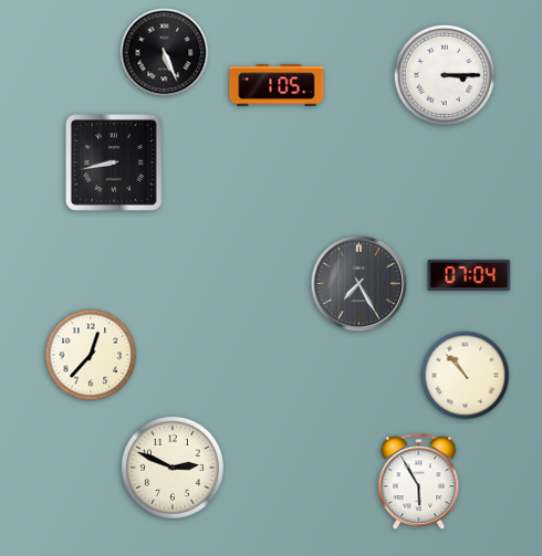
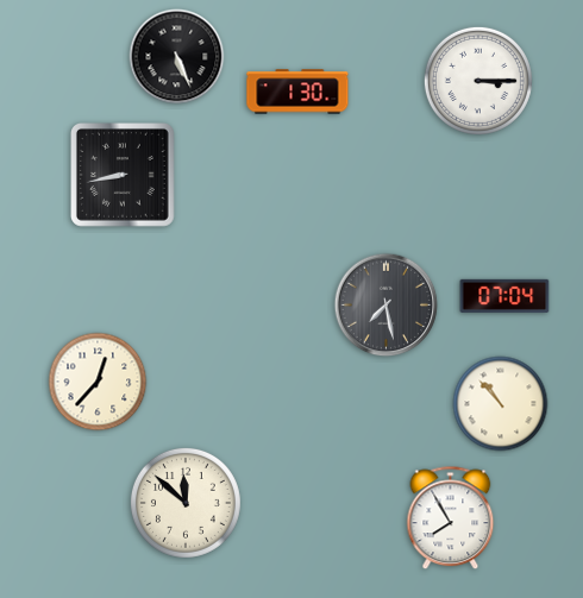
clock at (277, 85): 1:05 -> 1:30
clock at (359, 284): 7:25 -> 7:28
clock at (173, 468): 2:49 -> 11:52
clock at (419, 482): 5:55 -> 7:55
